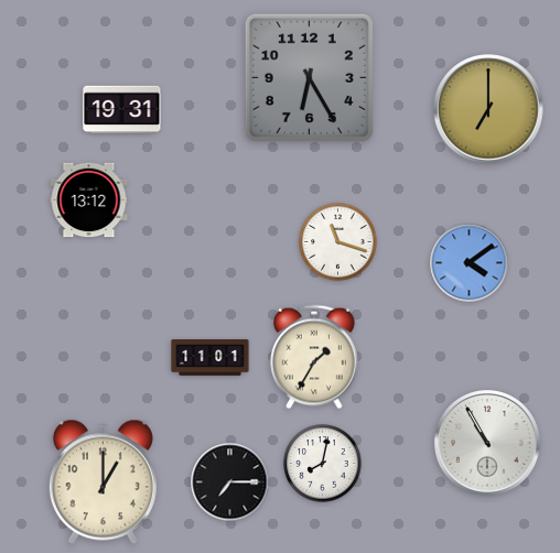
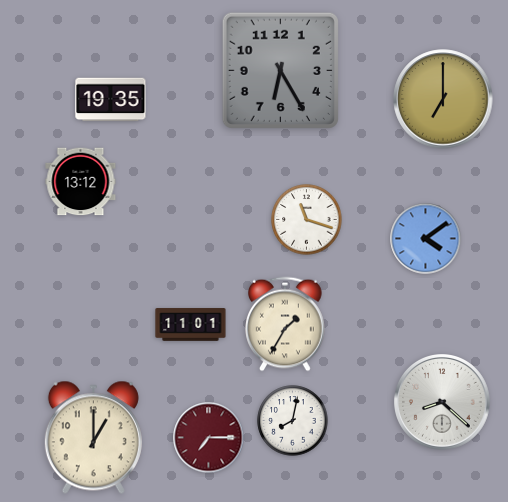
clock at (122, 110): 19:31 -> 19:35
clock at (488, 444): 10:55 -> 8:22
clock at (230, 482) dial: black -> burgundy
